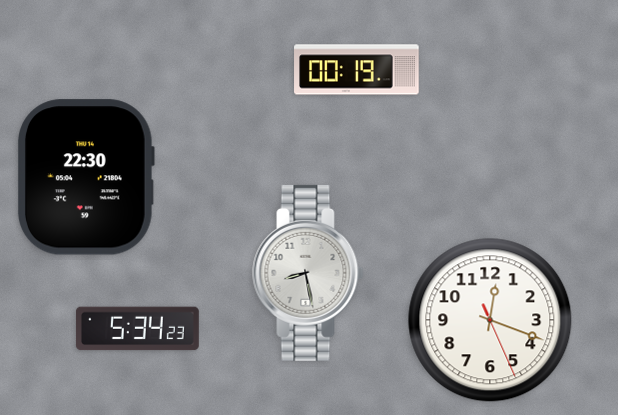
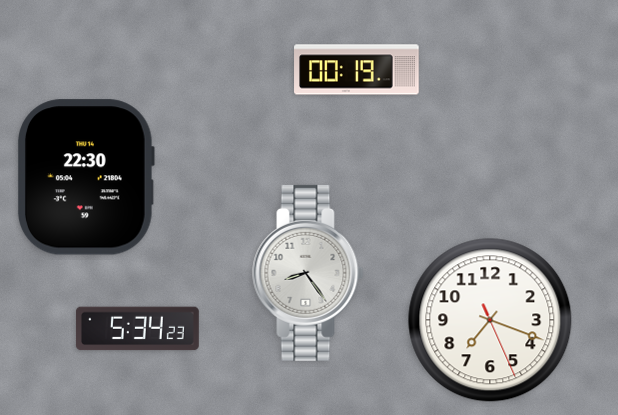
clock at (308, 273): 8:28 -> 8:24
clock at (490, 320): 12:18 -> 7:18
